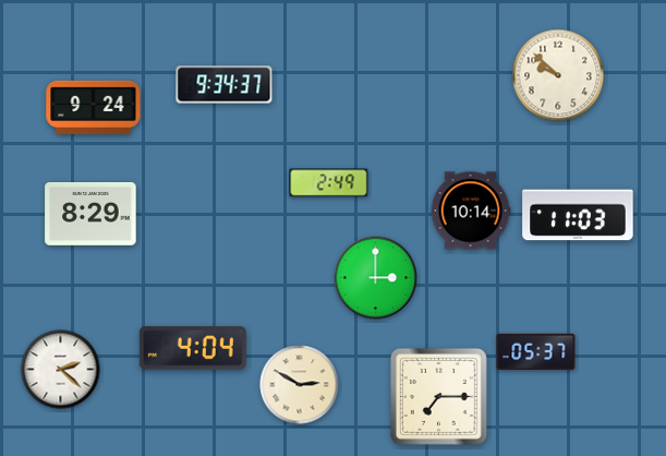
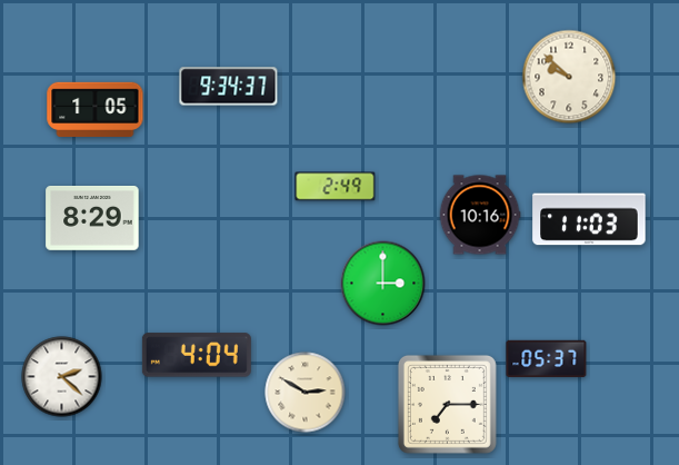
clock at (94, 107): 9:24 -> 1:05
clock at (471, 211): 10:14 -> 10:16
